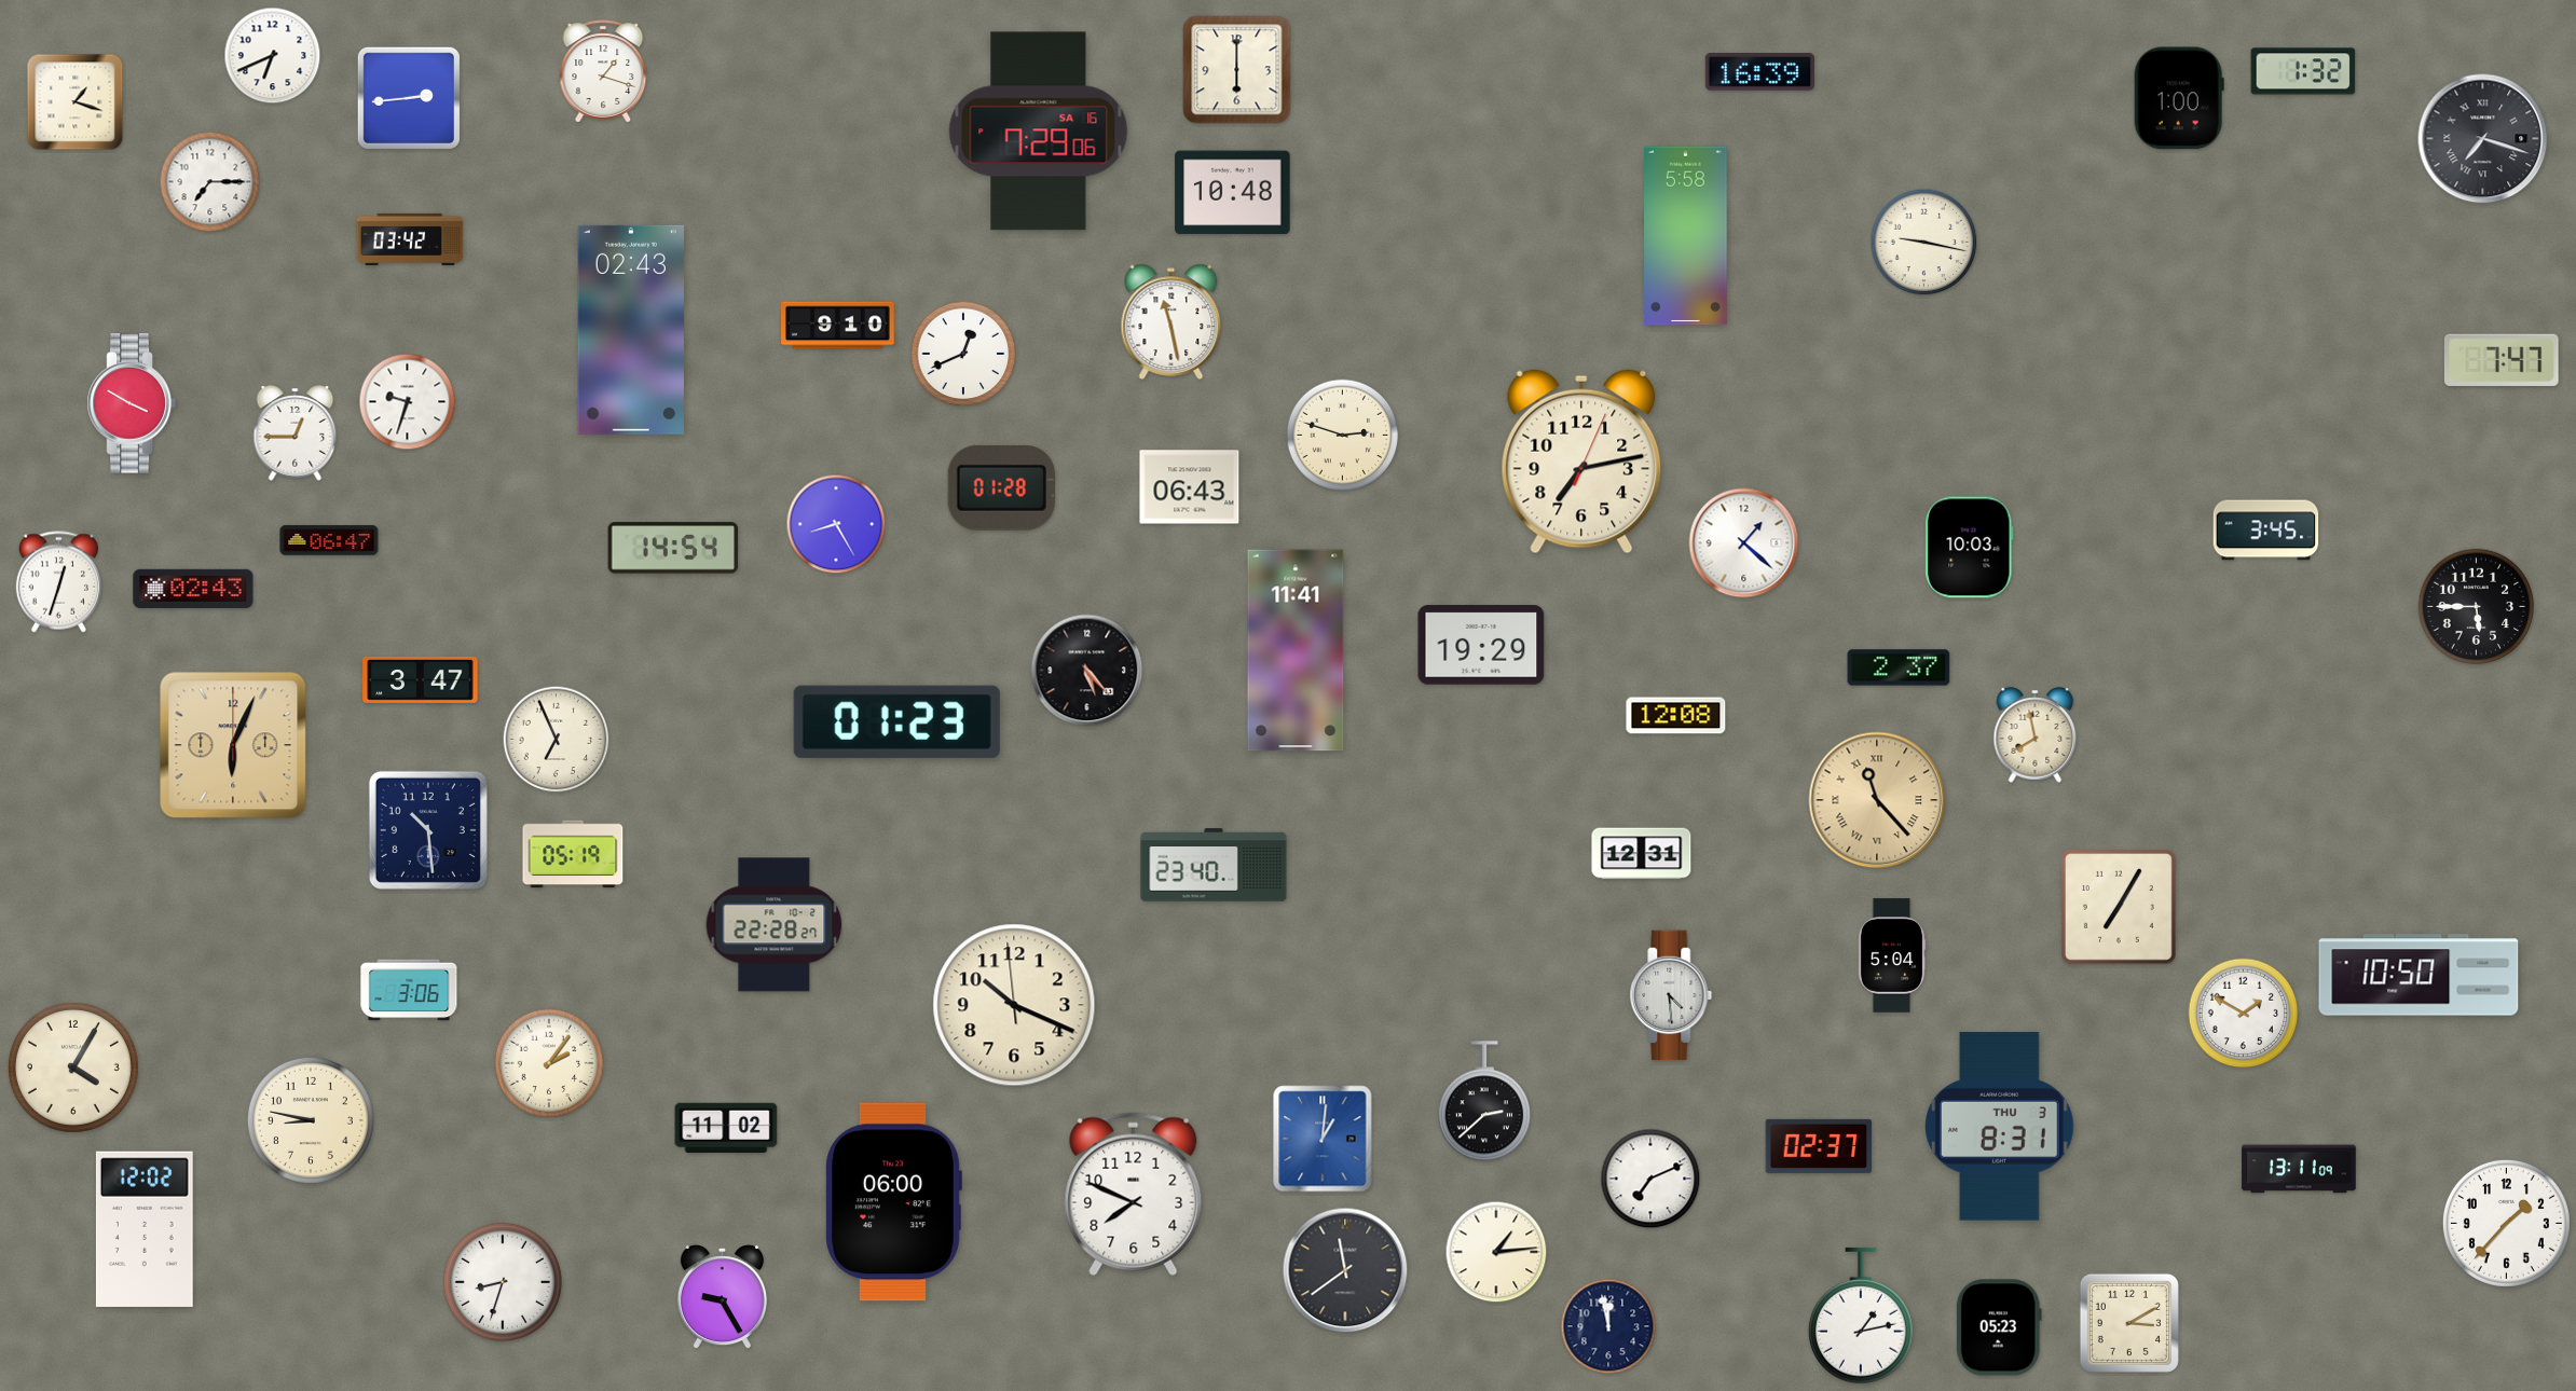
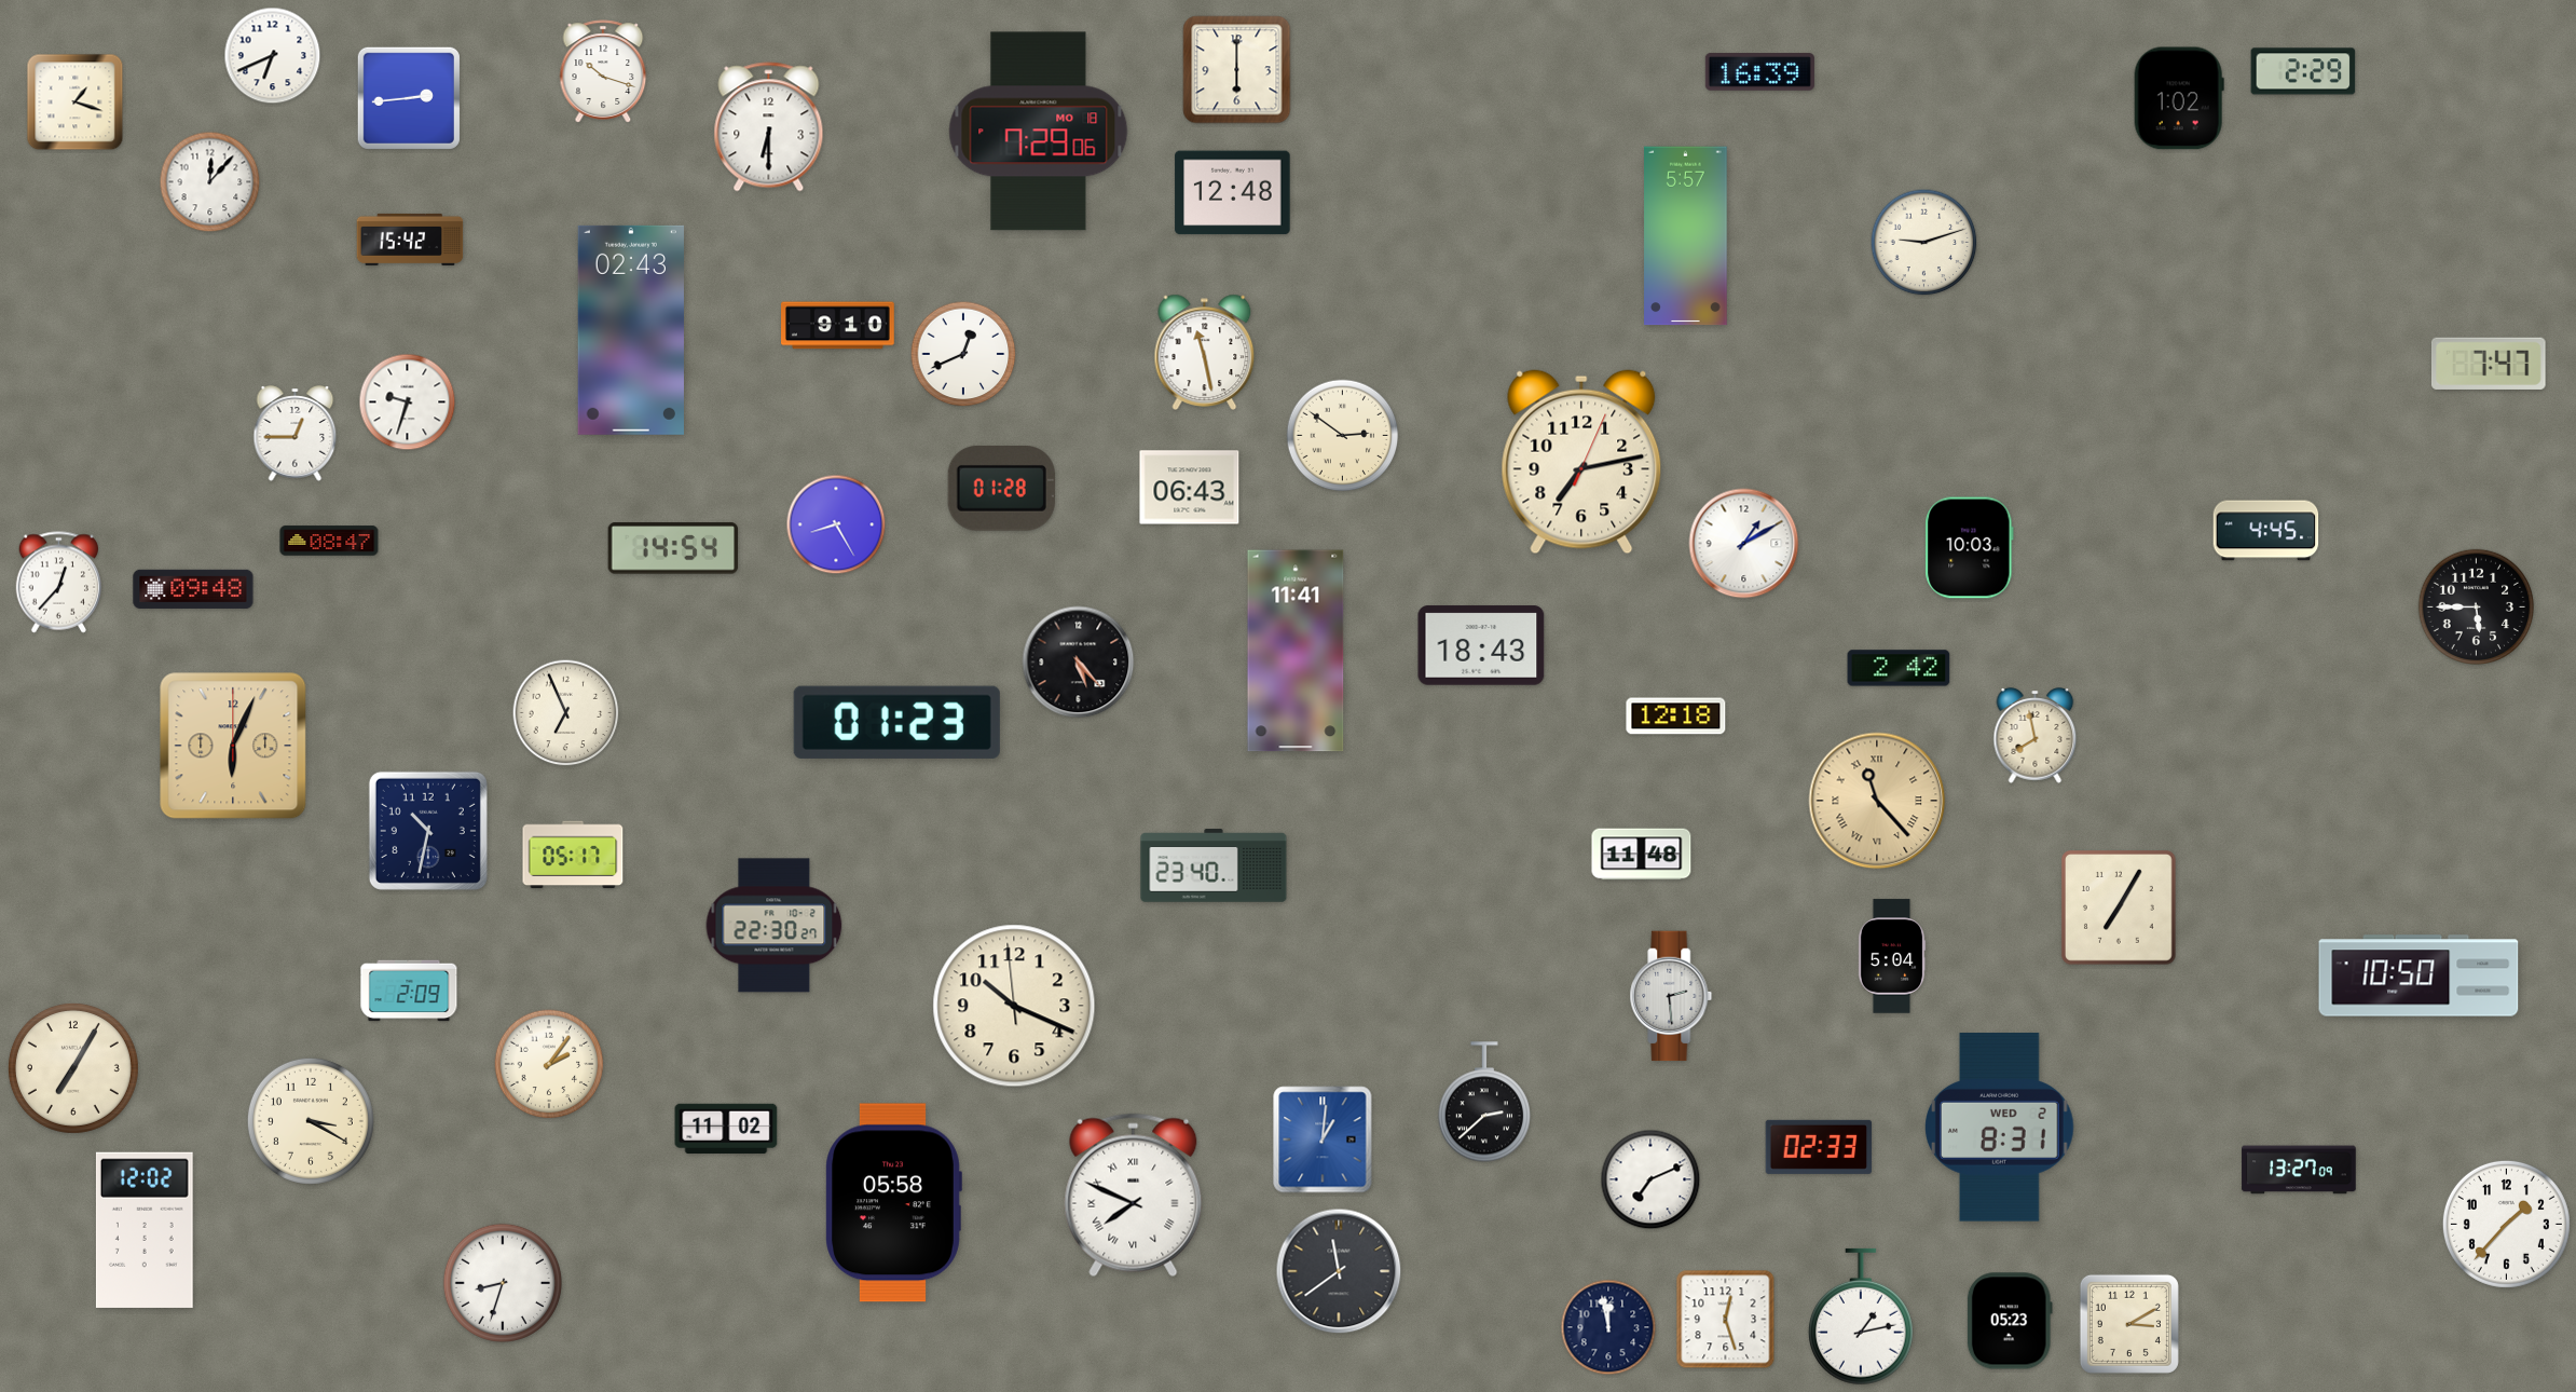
clock at (603, 71): 1:18 -> 10:18
clock at (2303, 71): 1:32 -> 2:29
clock at (2179, 98): 1:00 -> 1:02
clock at (769, 127): none -> 6:30
clock at (1039, 132) date: SA 16 -> MO 18
clock at (2483, 139): 7:18 -> none
clock at (210, 182): 7:15 -> 12:07
clock at (1233, 193): 10:48 -> 12:48
clock at (1686, 236): 5:58 -> 5:57
clock at (410, 239): 03:42 -> 15:42
clock at (1924, 243): 9:17 -> 9:12
clock at (1171, 321) position: (1171, 321) -> (1205, 352)
clock at (2502, 360) position: (2502, 360) -> (2489, 364)
clock at (132, 403): 3:50 -> none
clock at (1343, 436): 2:48 -> 2:51
clock at (2266, 531): 3:45 -> 4:45
clock at (329, 540): 06:47 -> 08:47
clock at (1744, 543): 1:22 -> 1:10
clock at (58, 582): 12:33 -> 12:37
clock at (193, 589): 02:43 -> 09:48
clock at (1481, 645): 19:29 -> 18:43
clock at (1899, 667): 2:37 -> 2:42
clock at (1087, 671) position: (1087, 671) -> (1079, 663)
clock at (421, 680): 3:47 -> none
clock at (1676, 716): 12:08 -> 12:18
clock at (557, 740) position: (557, 740) -> (566, 713)
clock at (428, 830): 10:29 -> 10:32
clock at (573, 854): 05:19 -> 05:17
clock at (1642, 854): 12:31 -> 11:48
clock at (775, 925): 22:28 -> 22:30
clock at (409, 990): 3:06 -> 2:09
clock at (1671, 995): 4:29 -> 2:29
clock at (2244, 1014): 1:50 -> none
clock at (73, 1068): 4:05 -> 7:05
clock at (311, 1120): 8:47 -> 3:20
clock at (2000, 1127) date: THU 3 -> WED 2
clock at (1819, 1146): 02:37 -> 02:33
clock at (2299, 1169): 13:11 -> 13:27
clock at (1134, 1195) numerals: Arabic -> Roman
clock at (893, 1202): 06:00 -> 05:58
clock at (1496, 1252): 1:14 -> none
clock at (1345, 1270) position: (1345, 1270) -> (1339, 1271)
clock at (722, 1297): 9:25 -> none
clock at (1726, 1320): none -> 12:27
clock at (1999, 1327) position: (1999, 1327) -> (2010, 1321)
